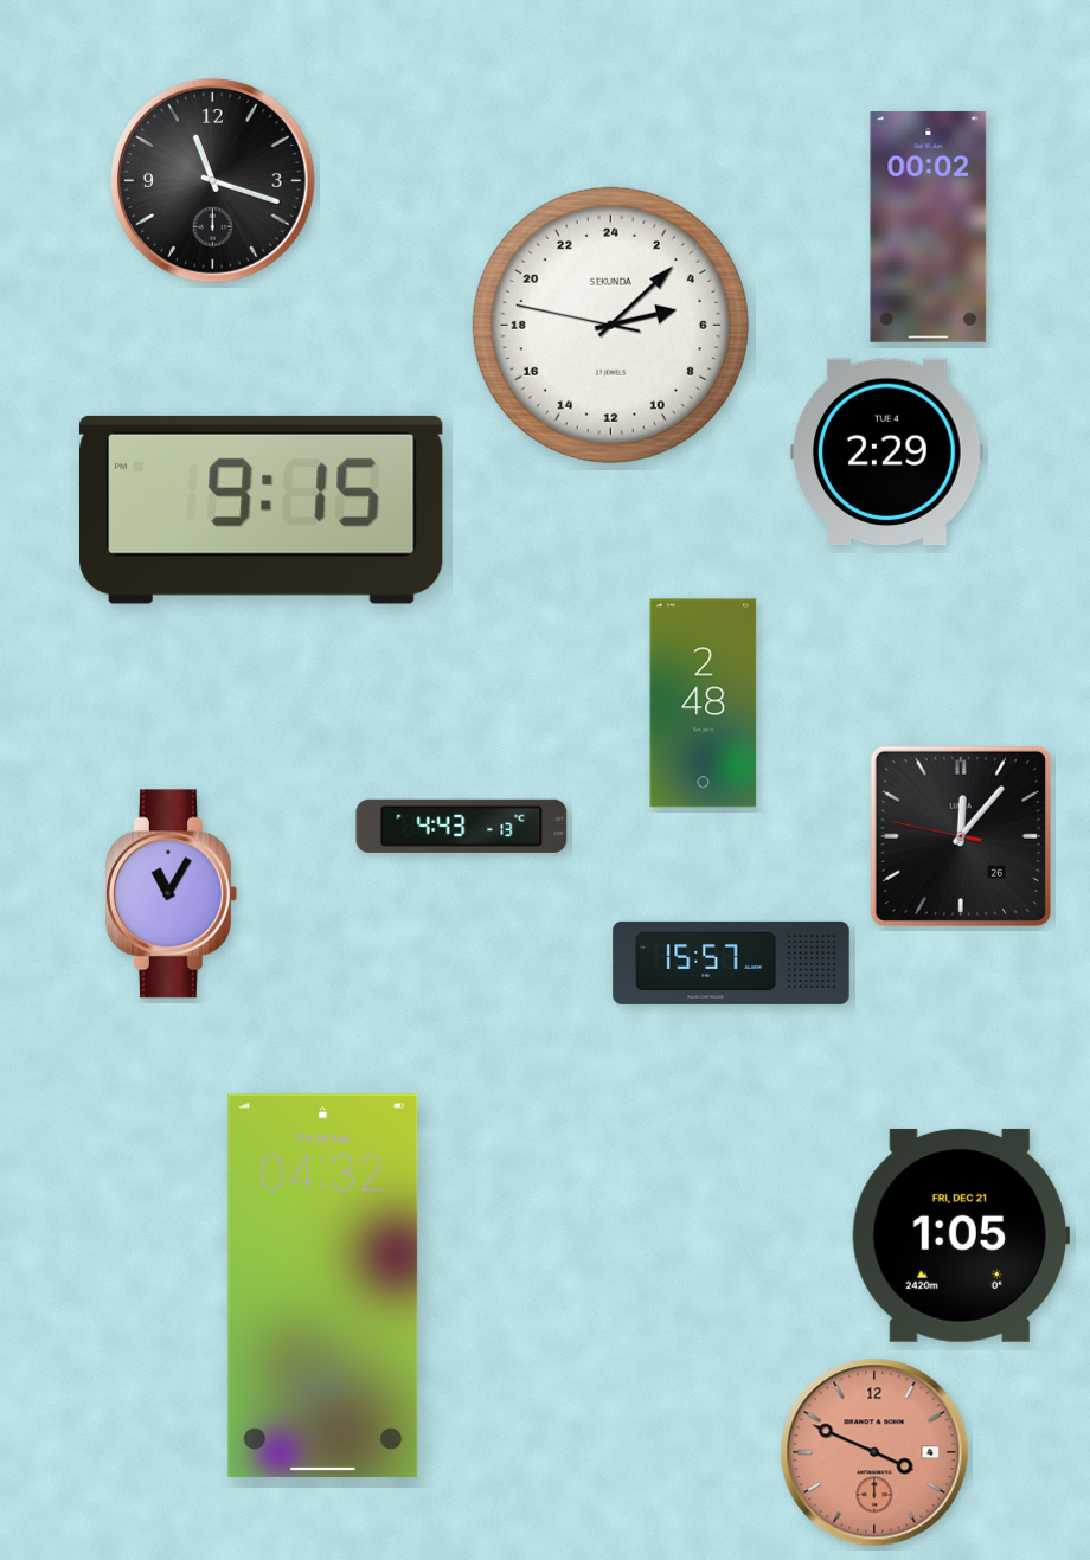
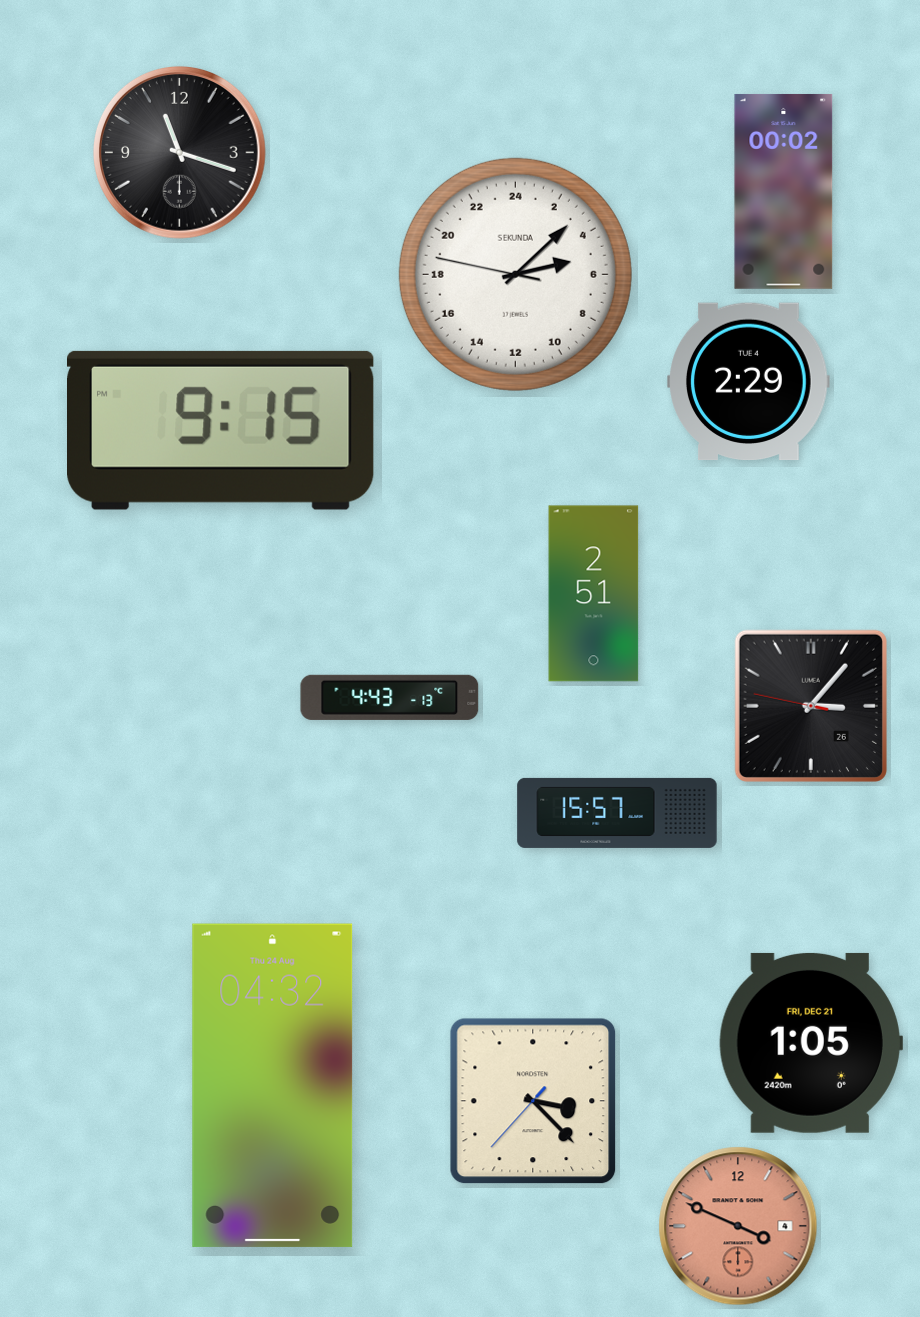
clock at (704, 704): 2:48 -> 2:51
clock at (961, 836): 12:06 -> 3:06
clock at (171, 894): 11:05 -> none
clock at (533, 1101): none -> 3:22
